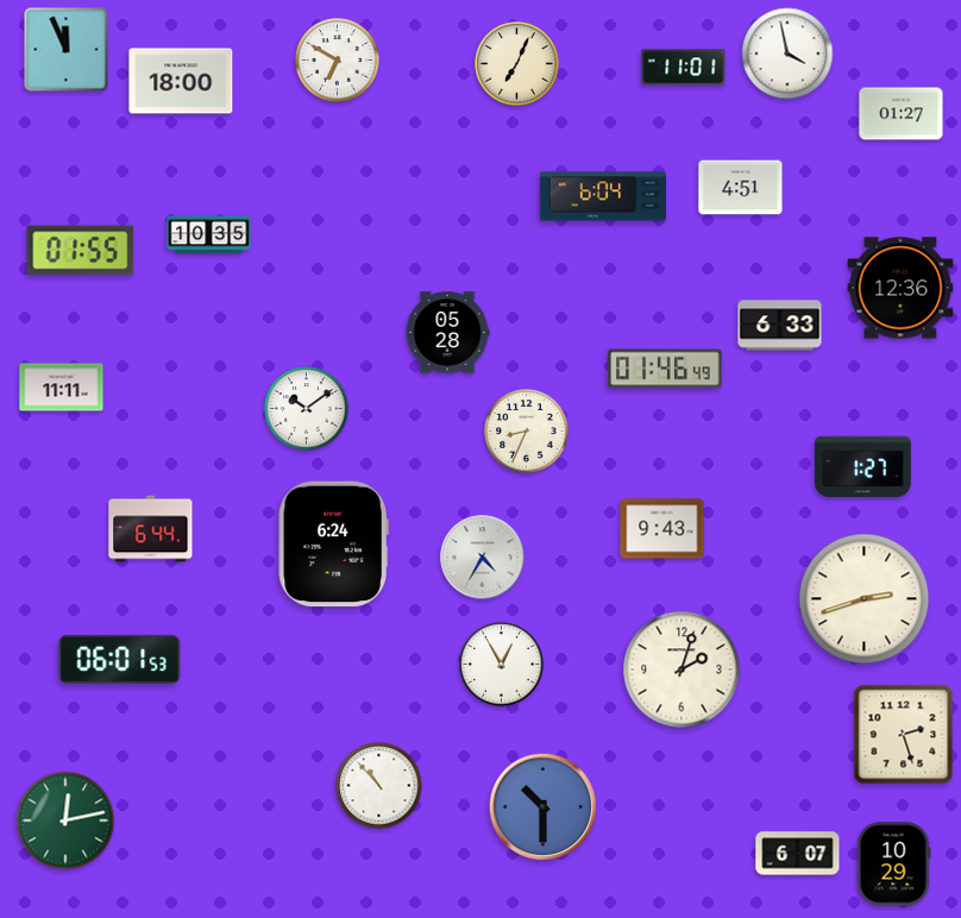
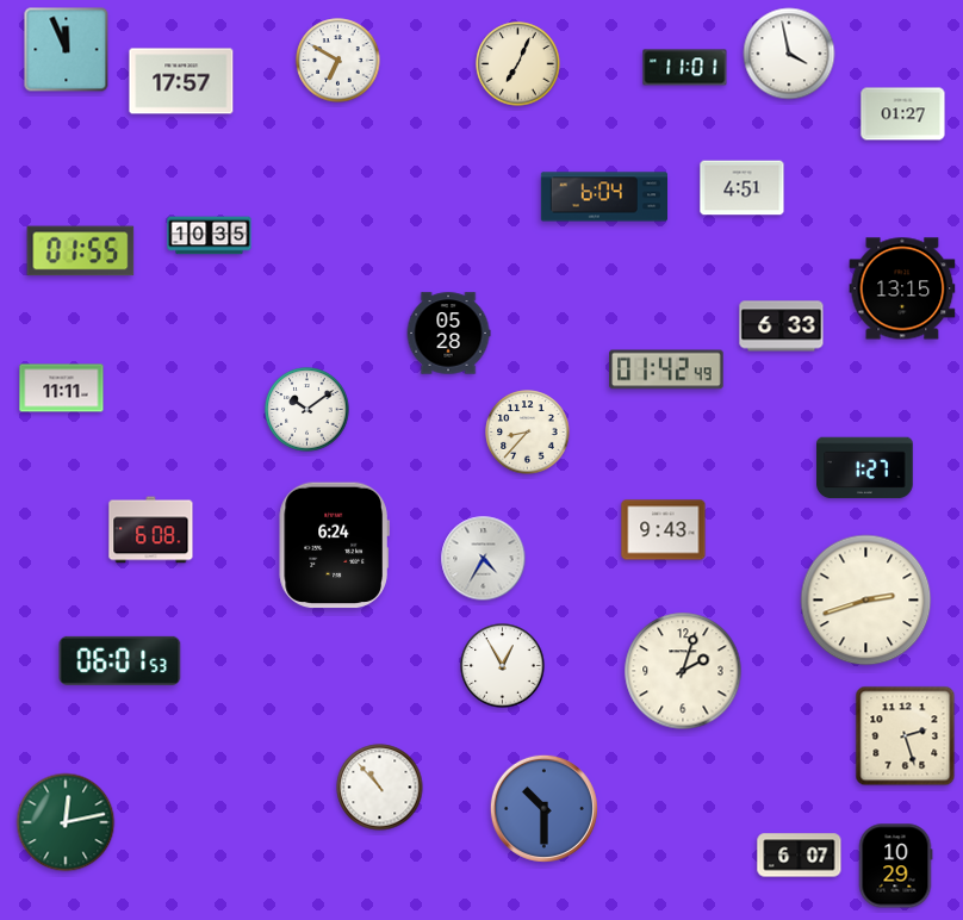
clock at (181, 81): 18:00 -> 17:57
clock at (900, 288): 12:36 -> 13:15
clock at (665, 369): 01:46 -> 01:42
clock at (527, 432): 8:34 -> 8:37
clock at (151, 529): 6:44 -> 6:08
